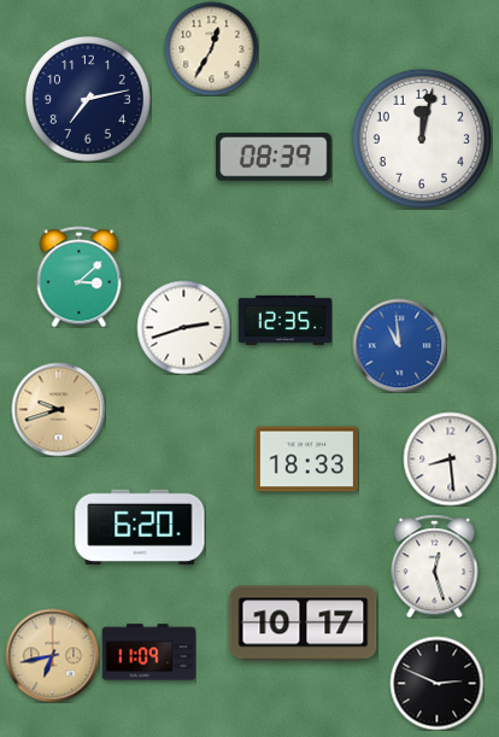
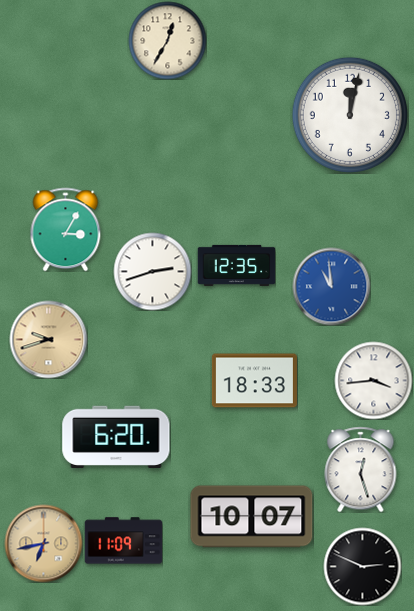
clock at (211, 48) position: (211, 48) -> (167, 40)
clock at (88, 99): 7:13 -> none
clock at (275, 158): 08:39 -> none
clock at (80, 276): 3:08 -> 3:05
clock at (450, 458): 8:29 -> 3:44
clock at (304, 624): 10:17 -> 10:07
